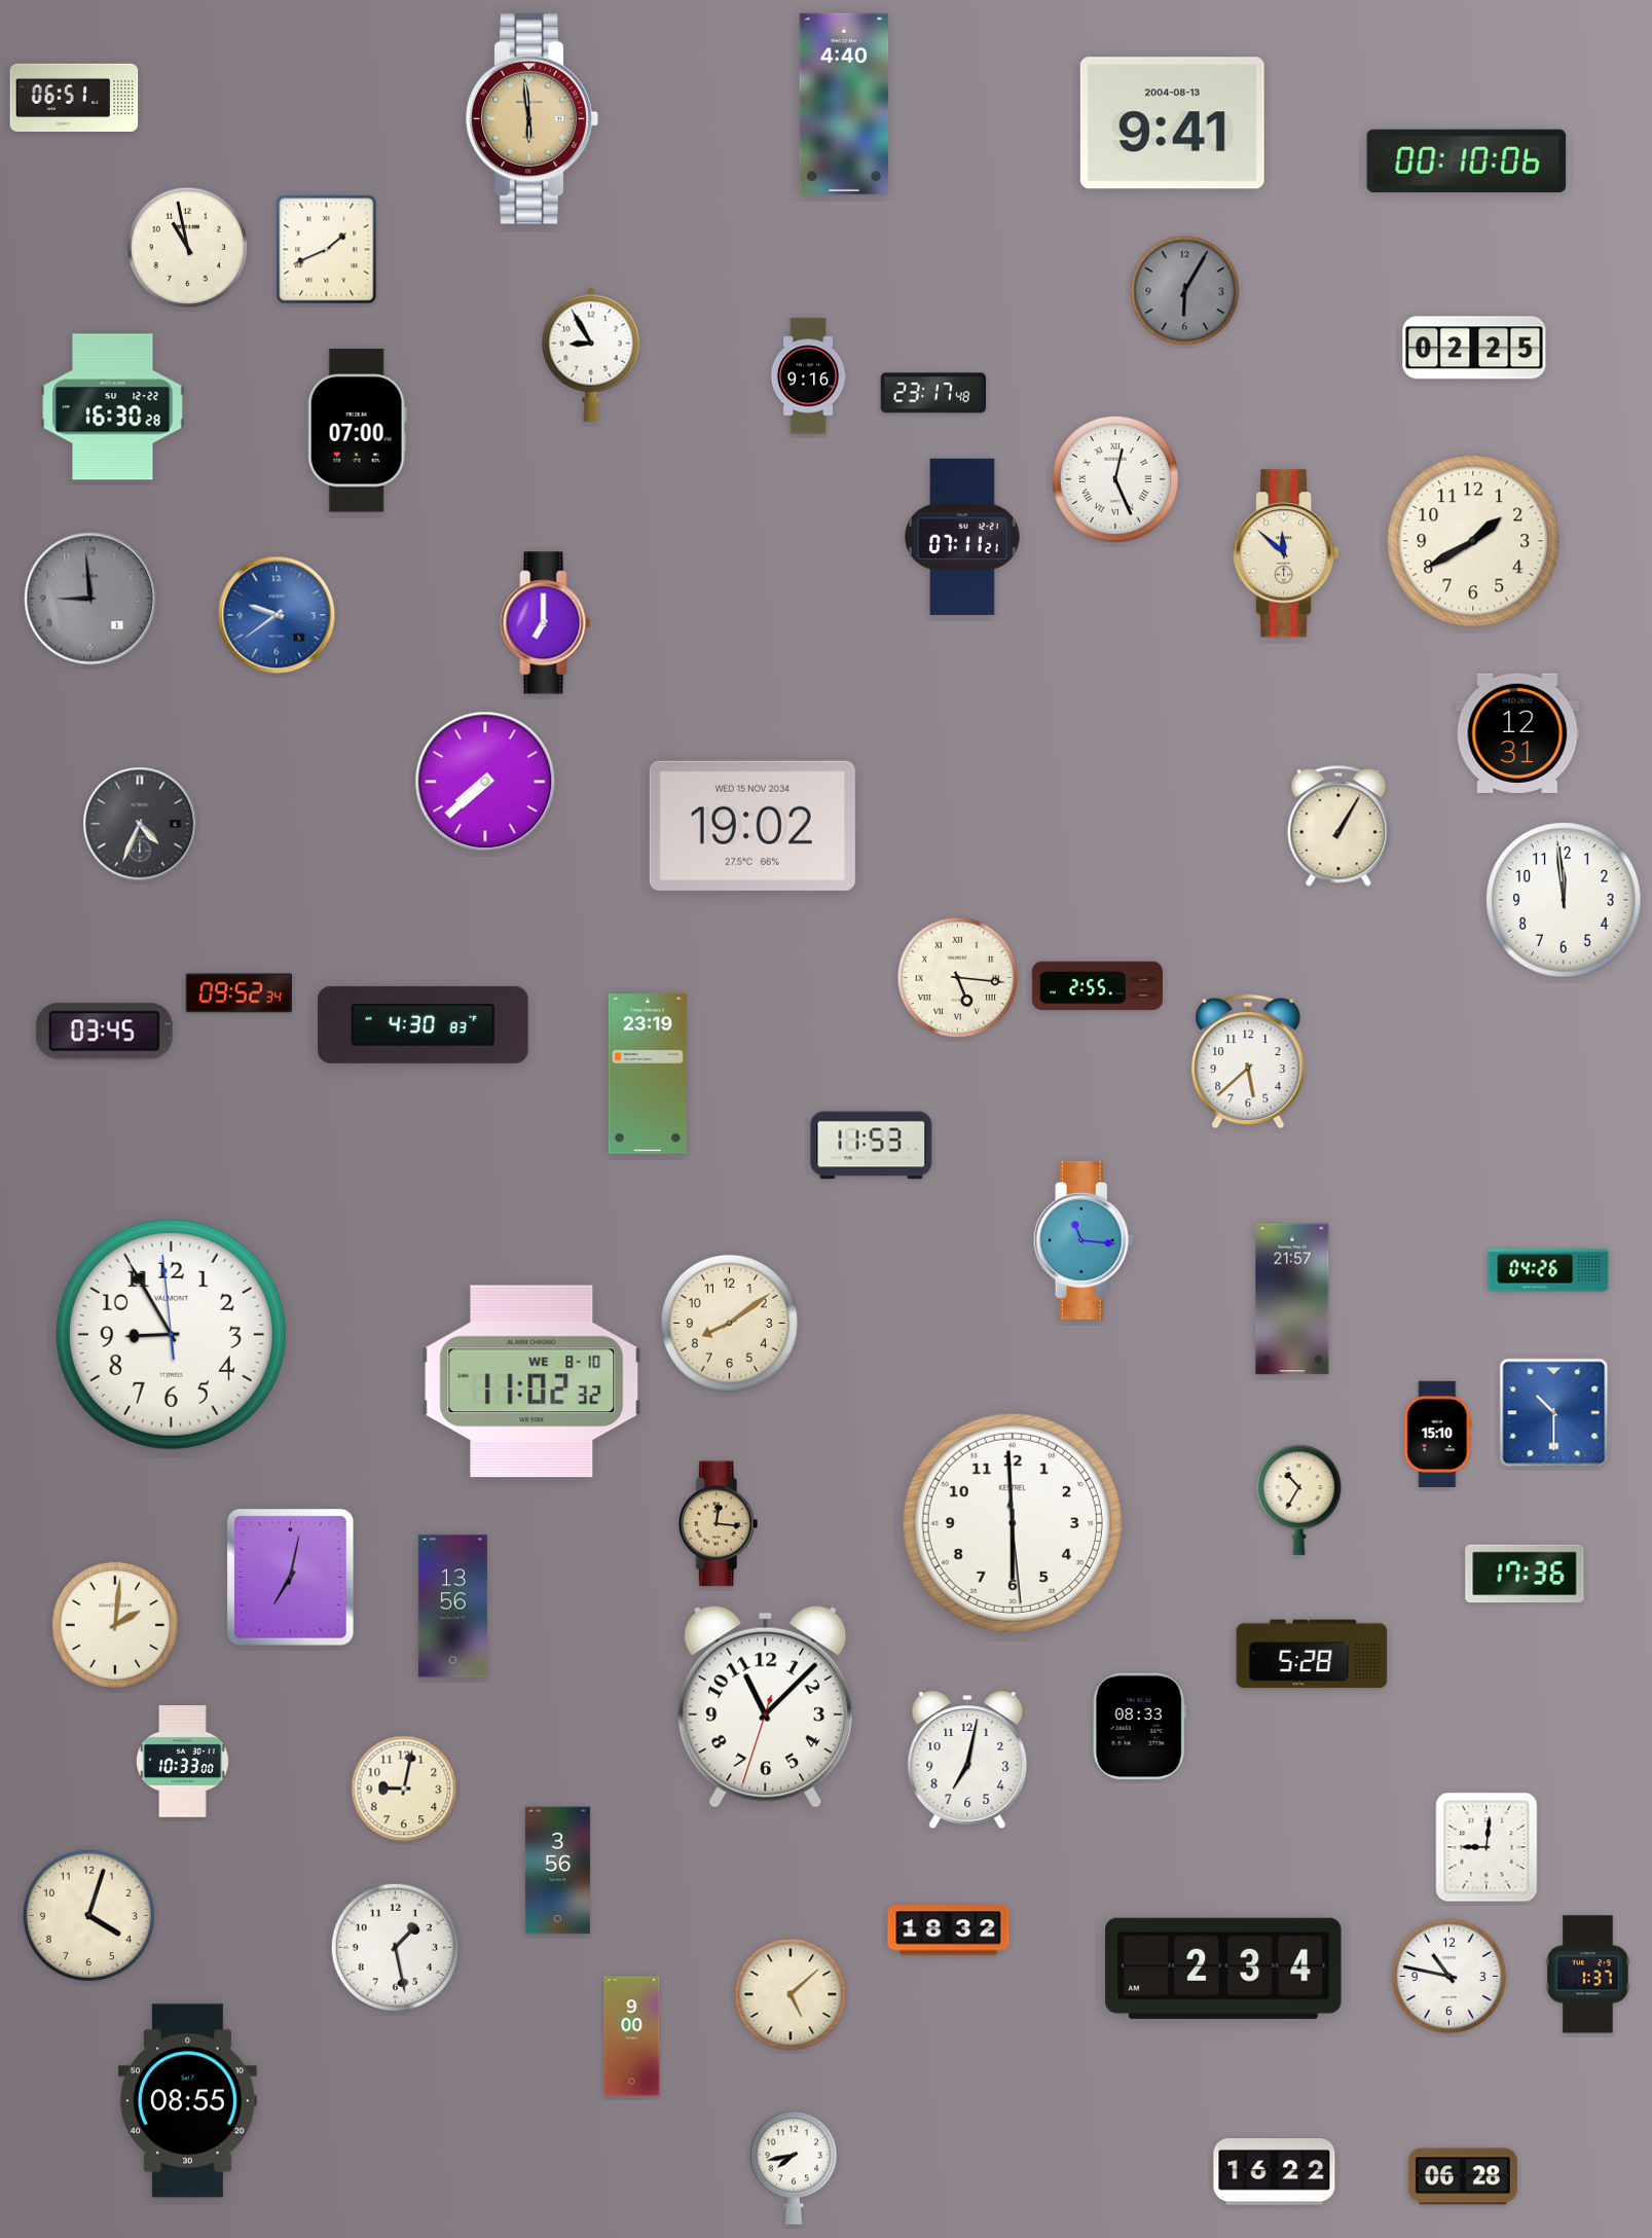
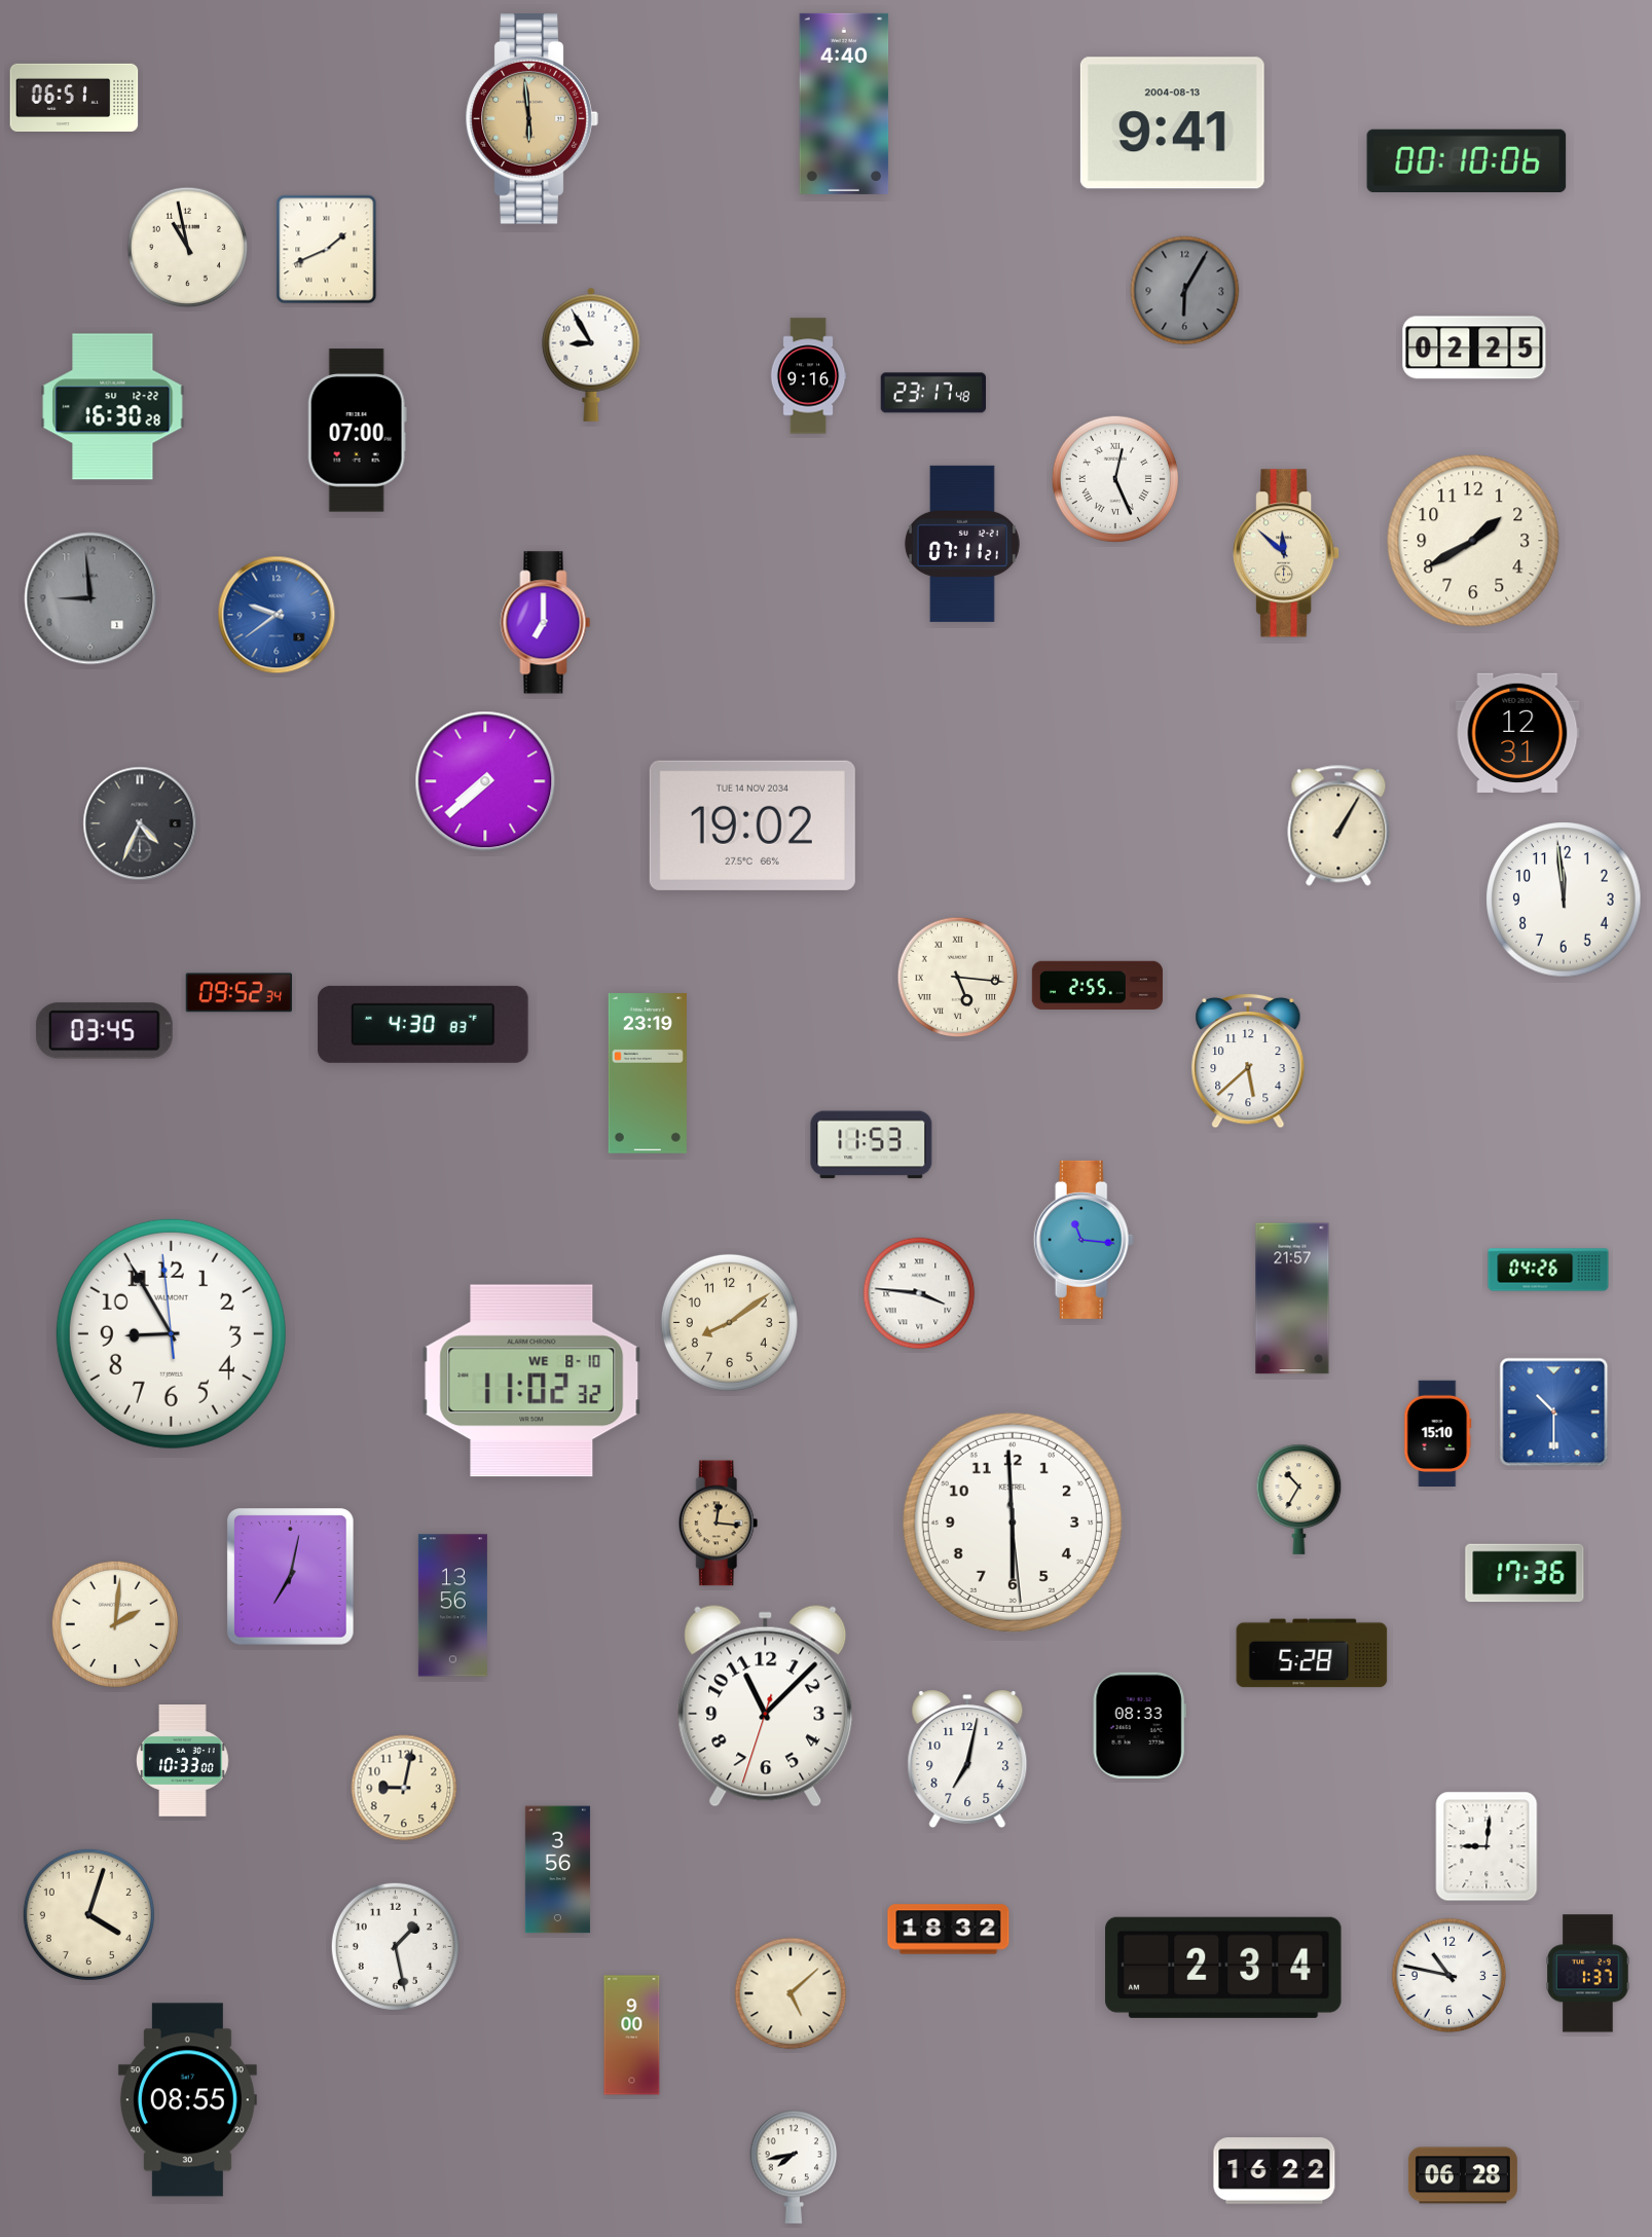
clock at (962, 537) position: (962, 537) -> (962, 544)
clock at (752, 826) date: WED 15 NOV 2034 -> TUE 14 NOV 2034
clock at (919, 1293): none -> 3:46
